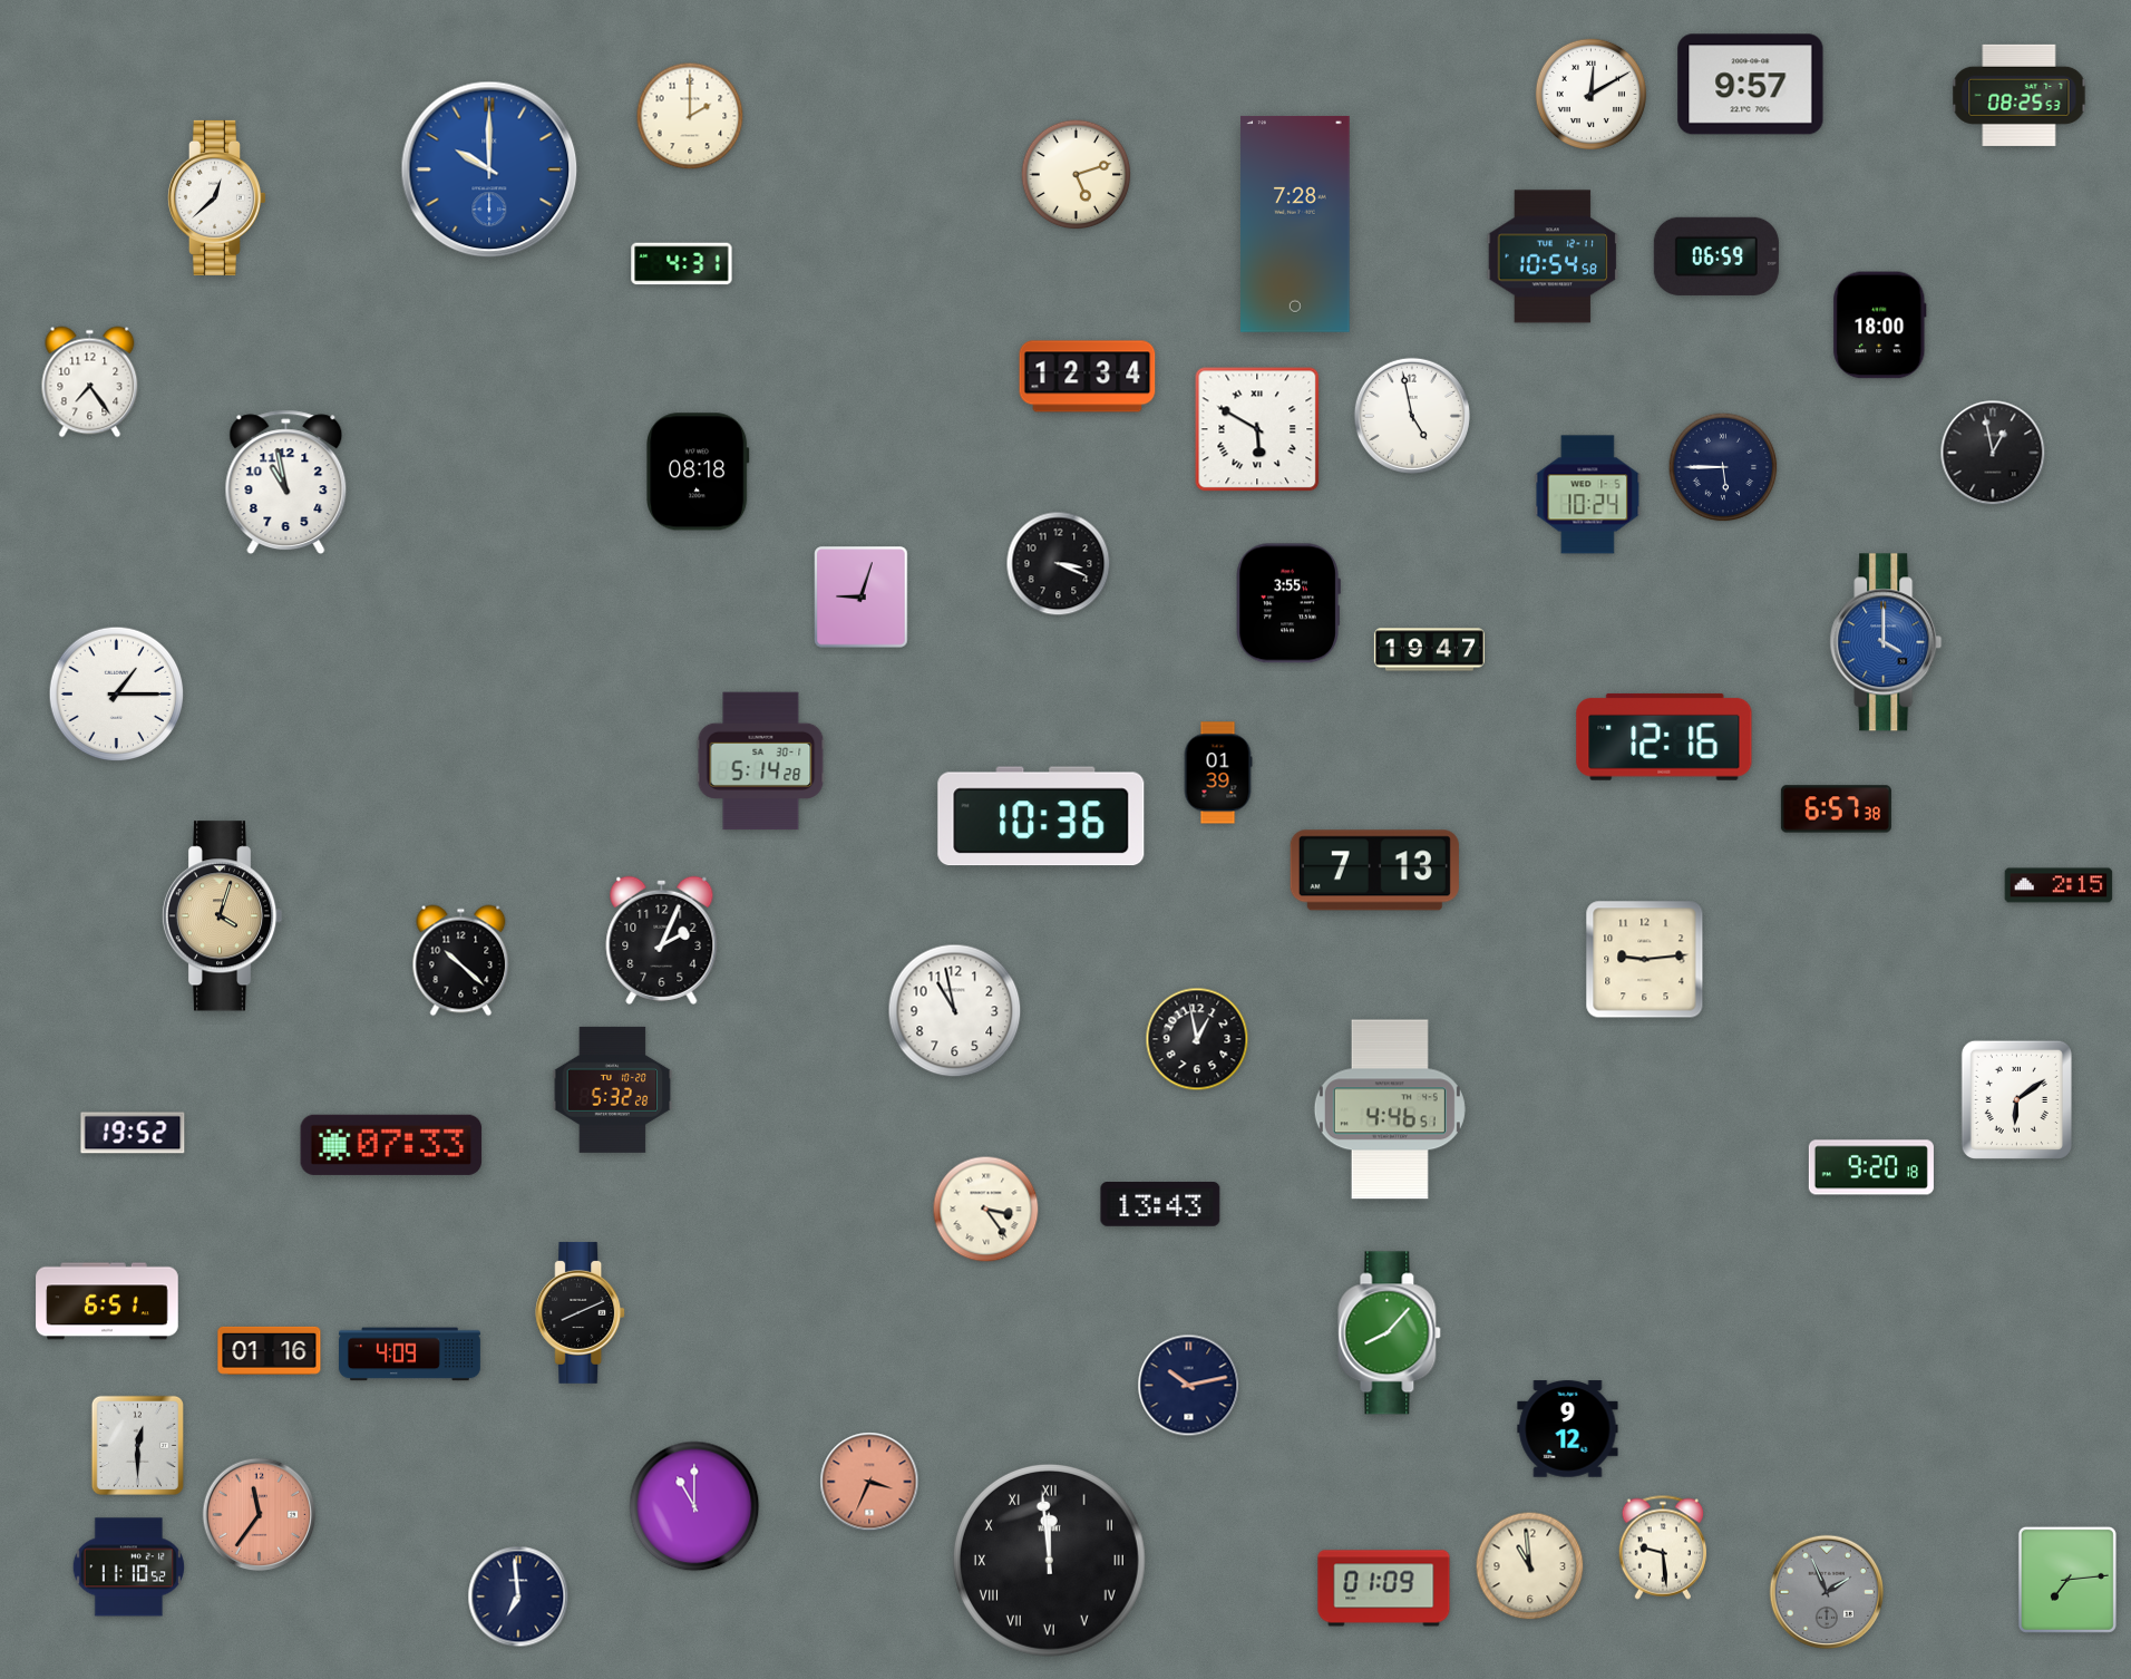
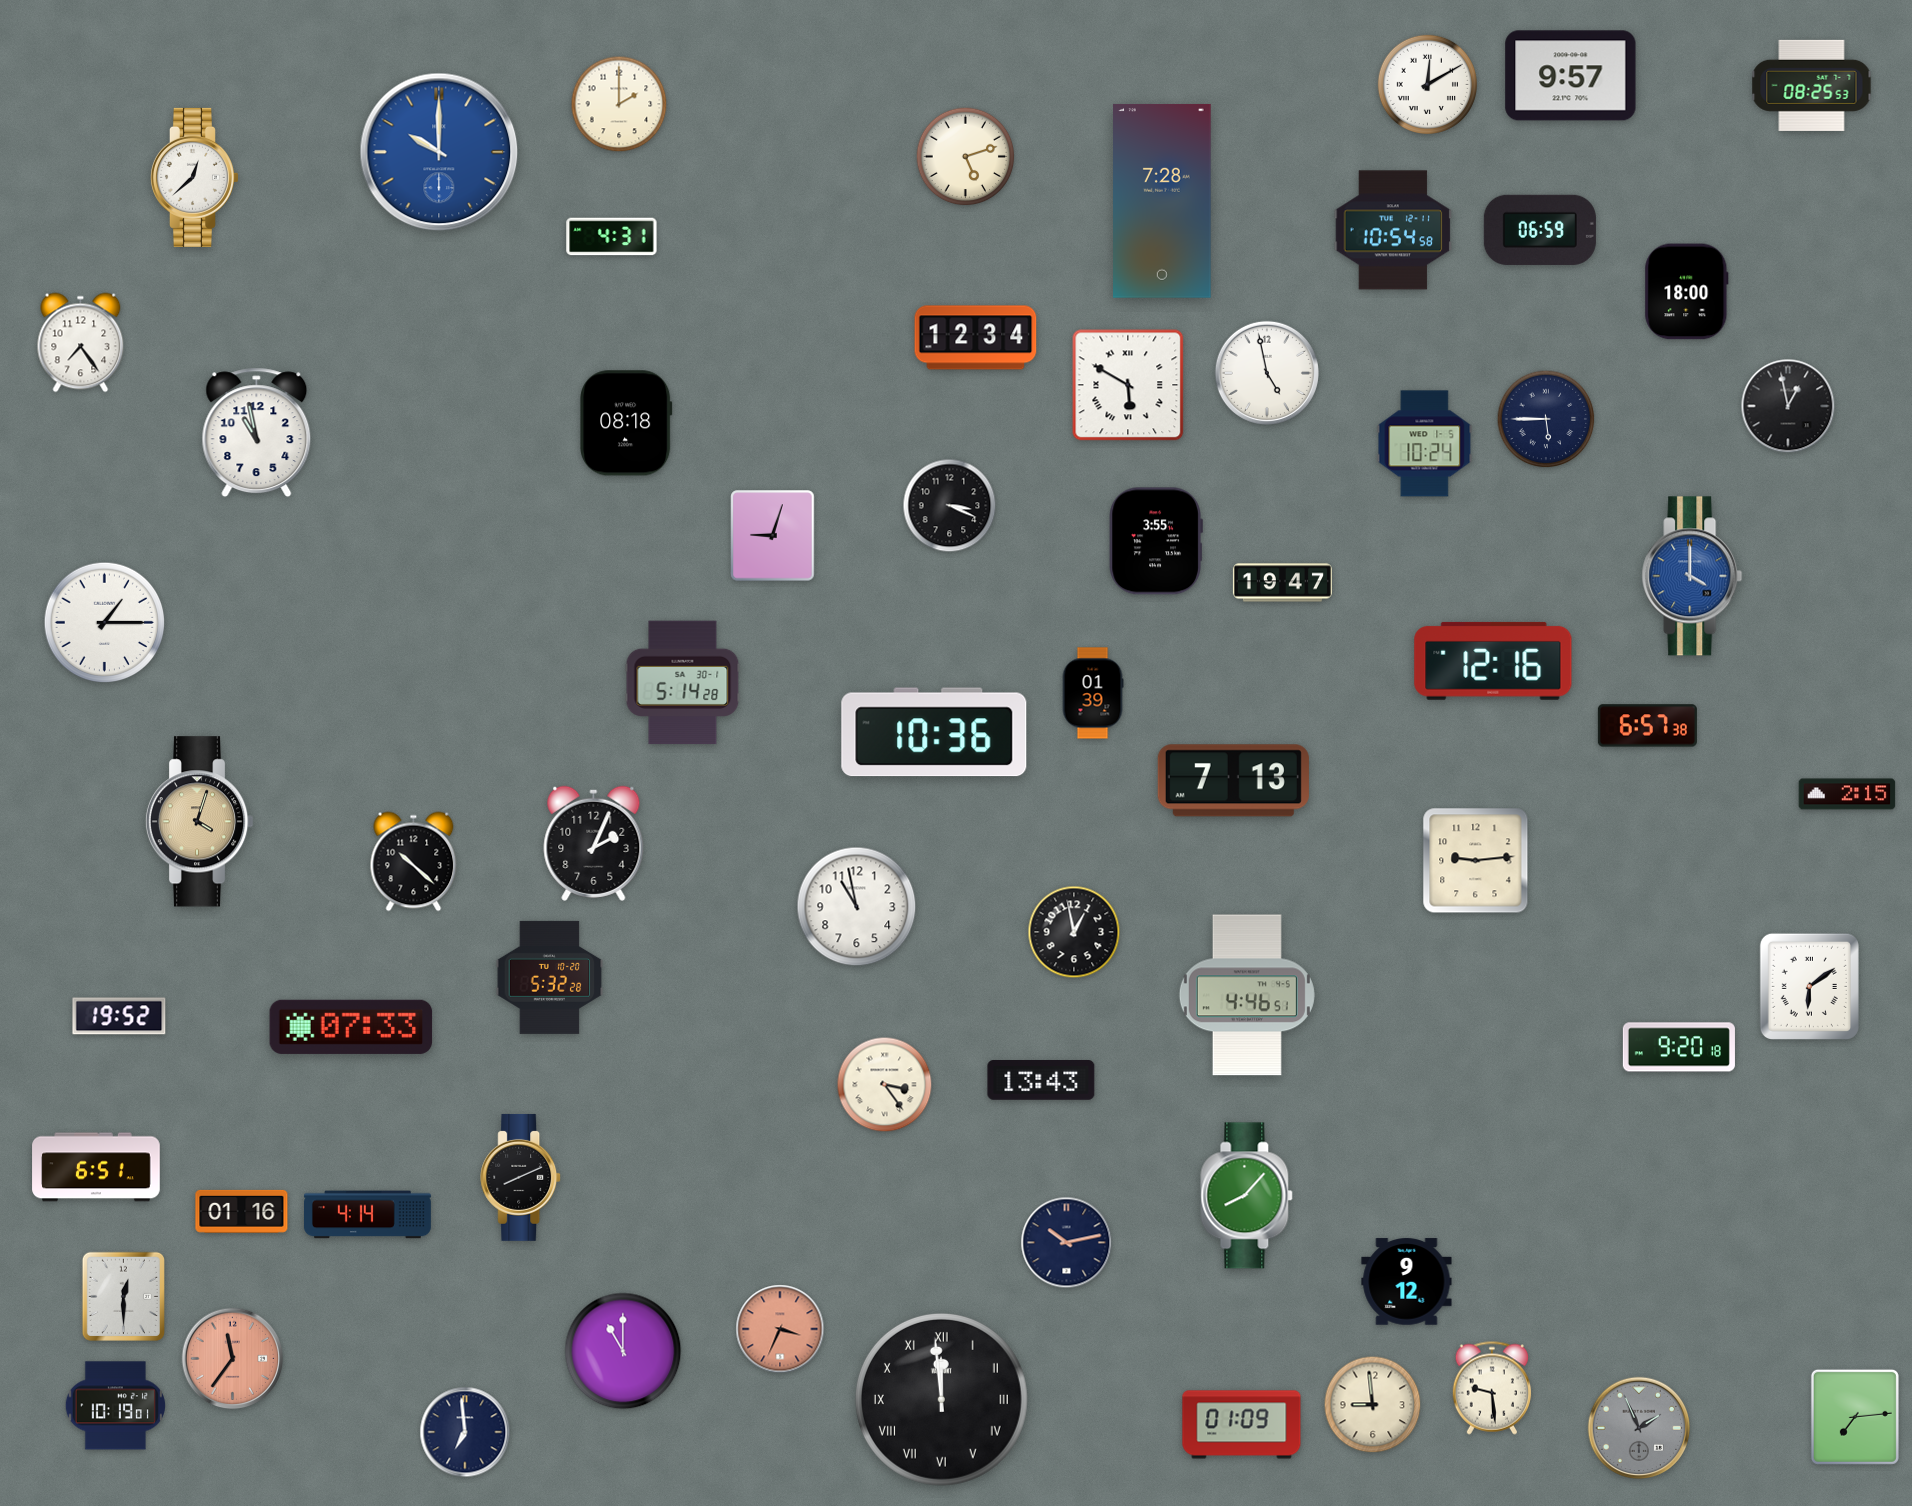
clock at (410, 1355): 4:09 -> 4:14
clock at (1530, 1566): 10:59 -> 8:59
clock at (128, 1568): 11:10 -> 10:19
